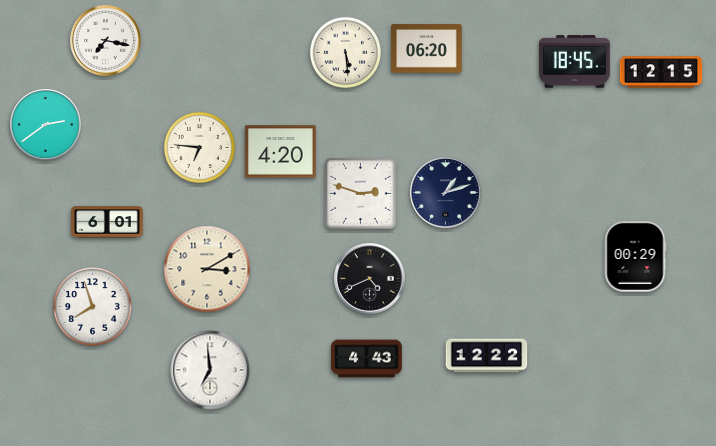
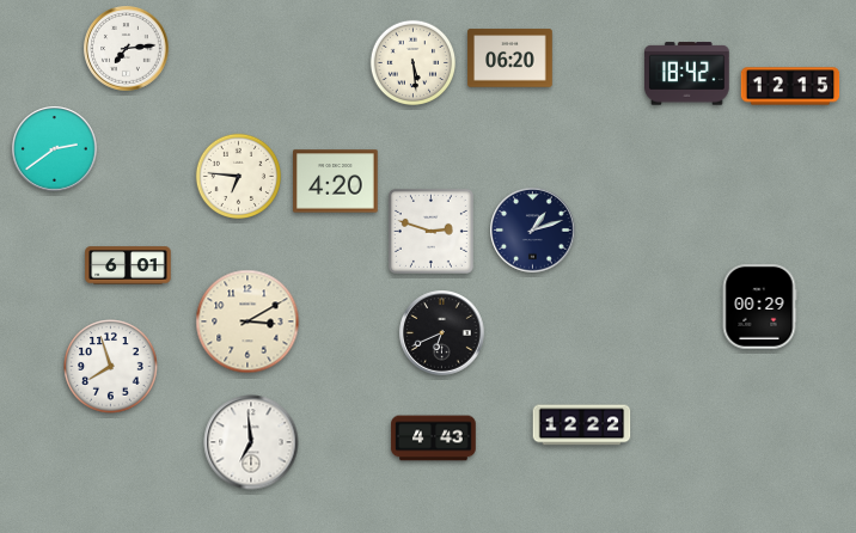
clock at (106, 41): 7:17 -> 7:14
clock at (575, 62): 18:45 -> 18:42
clock at (370, 279): 4:41 -> 6:41
clock at (367, 359) position: (367, 359) -> (434, 439)
